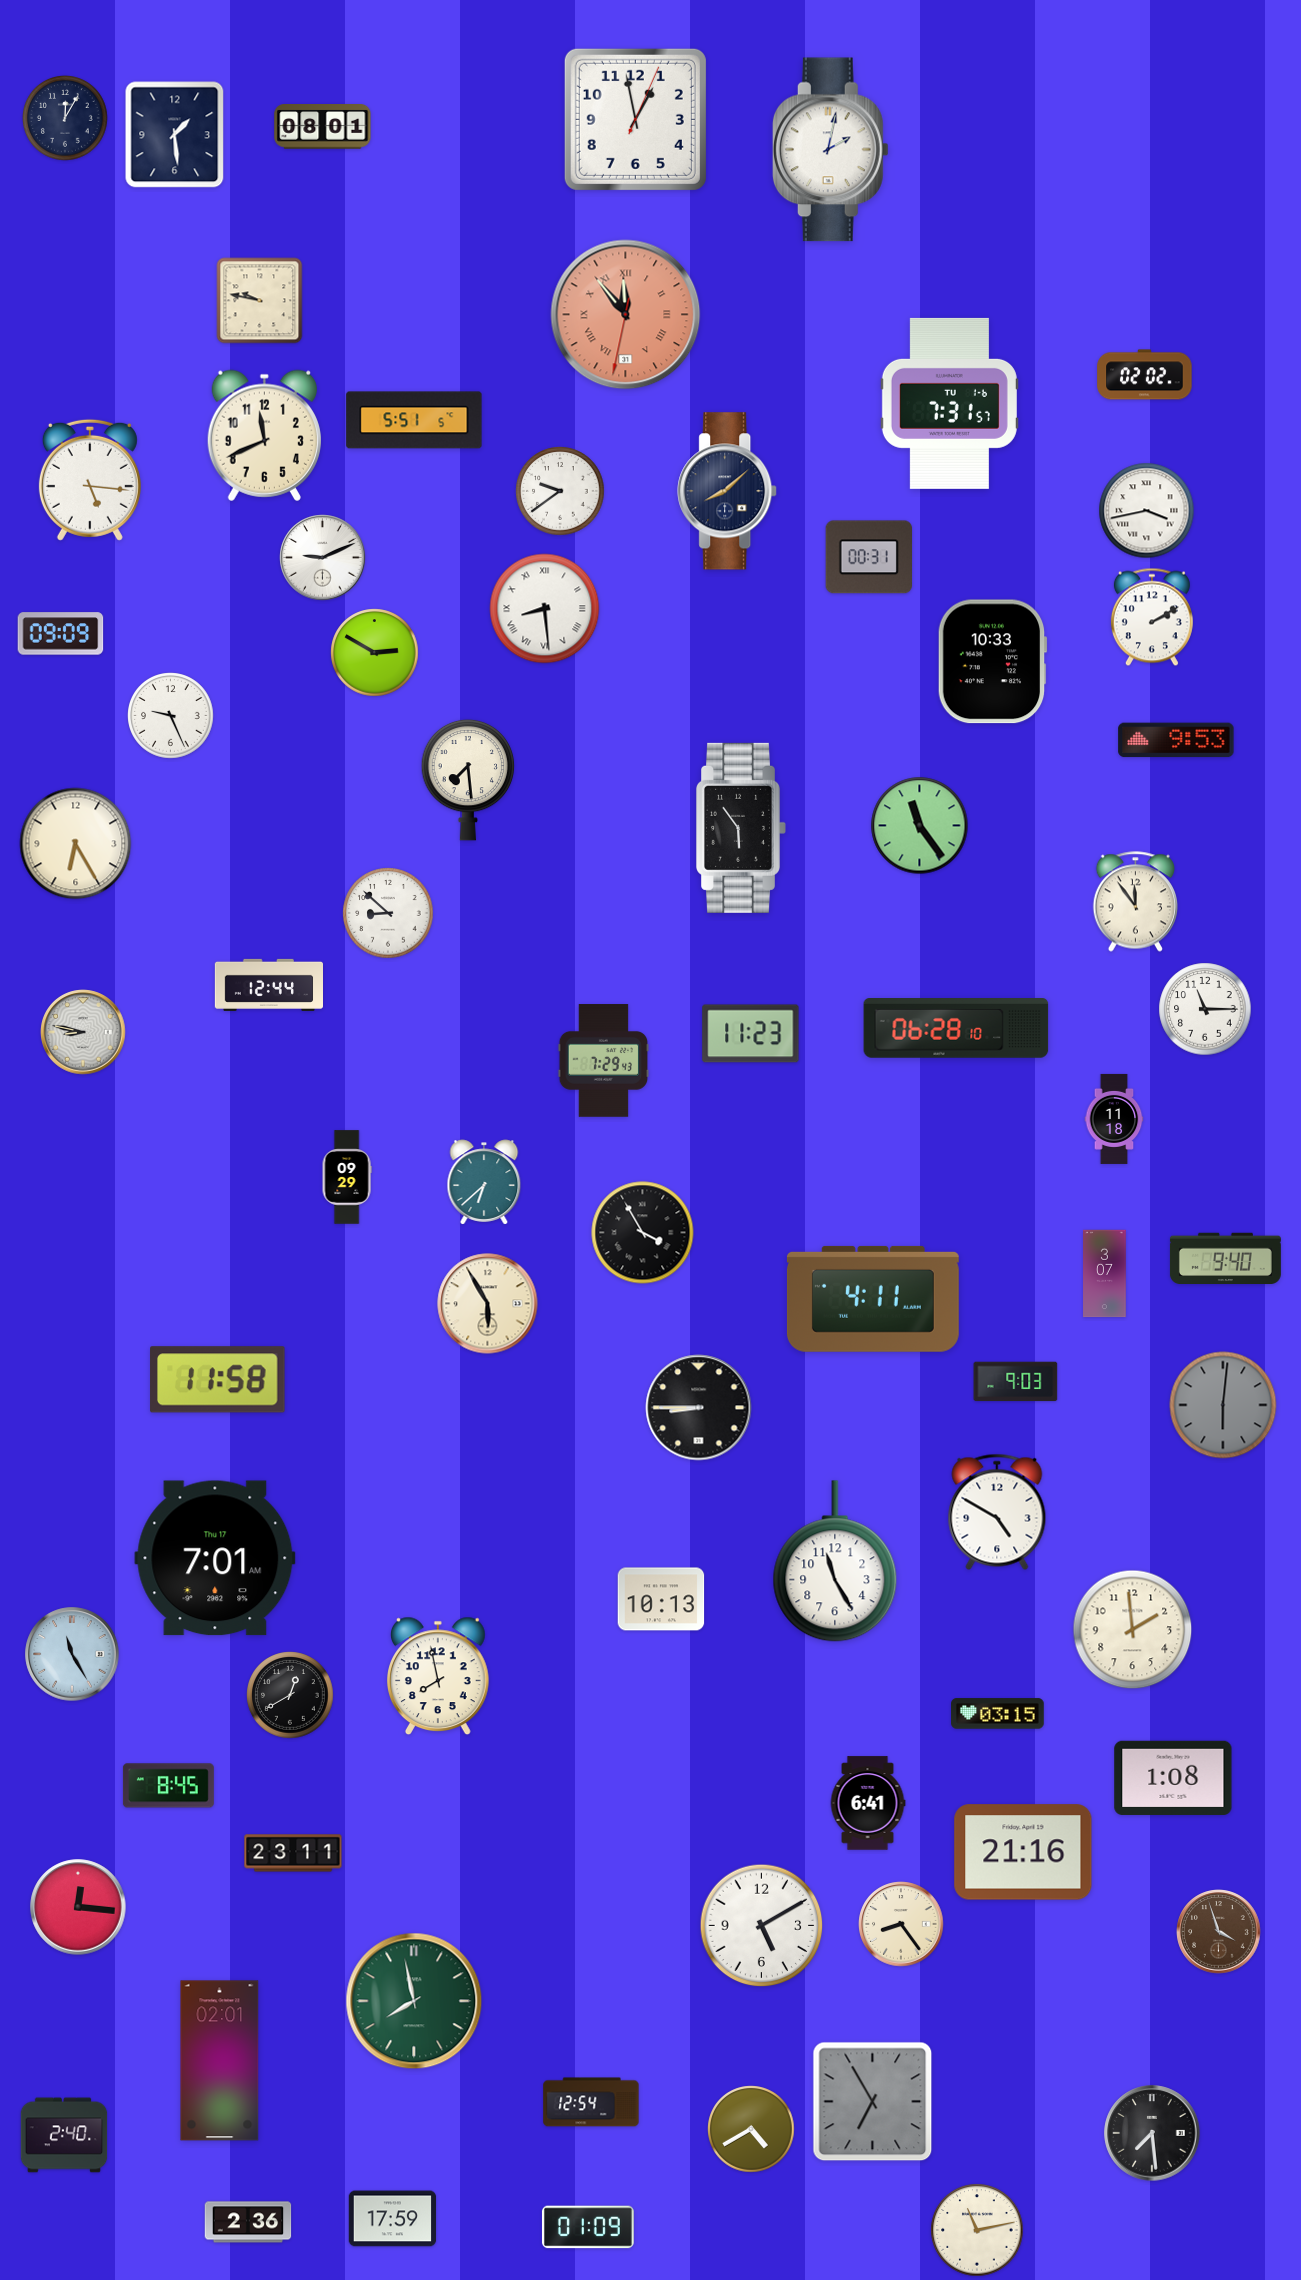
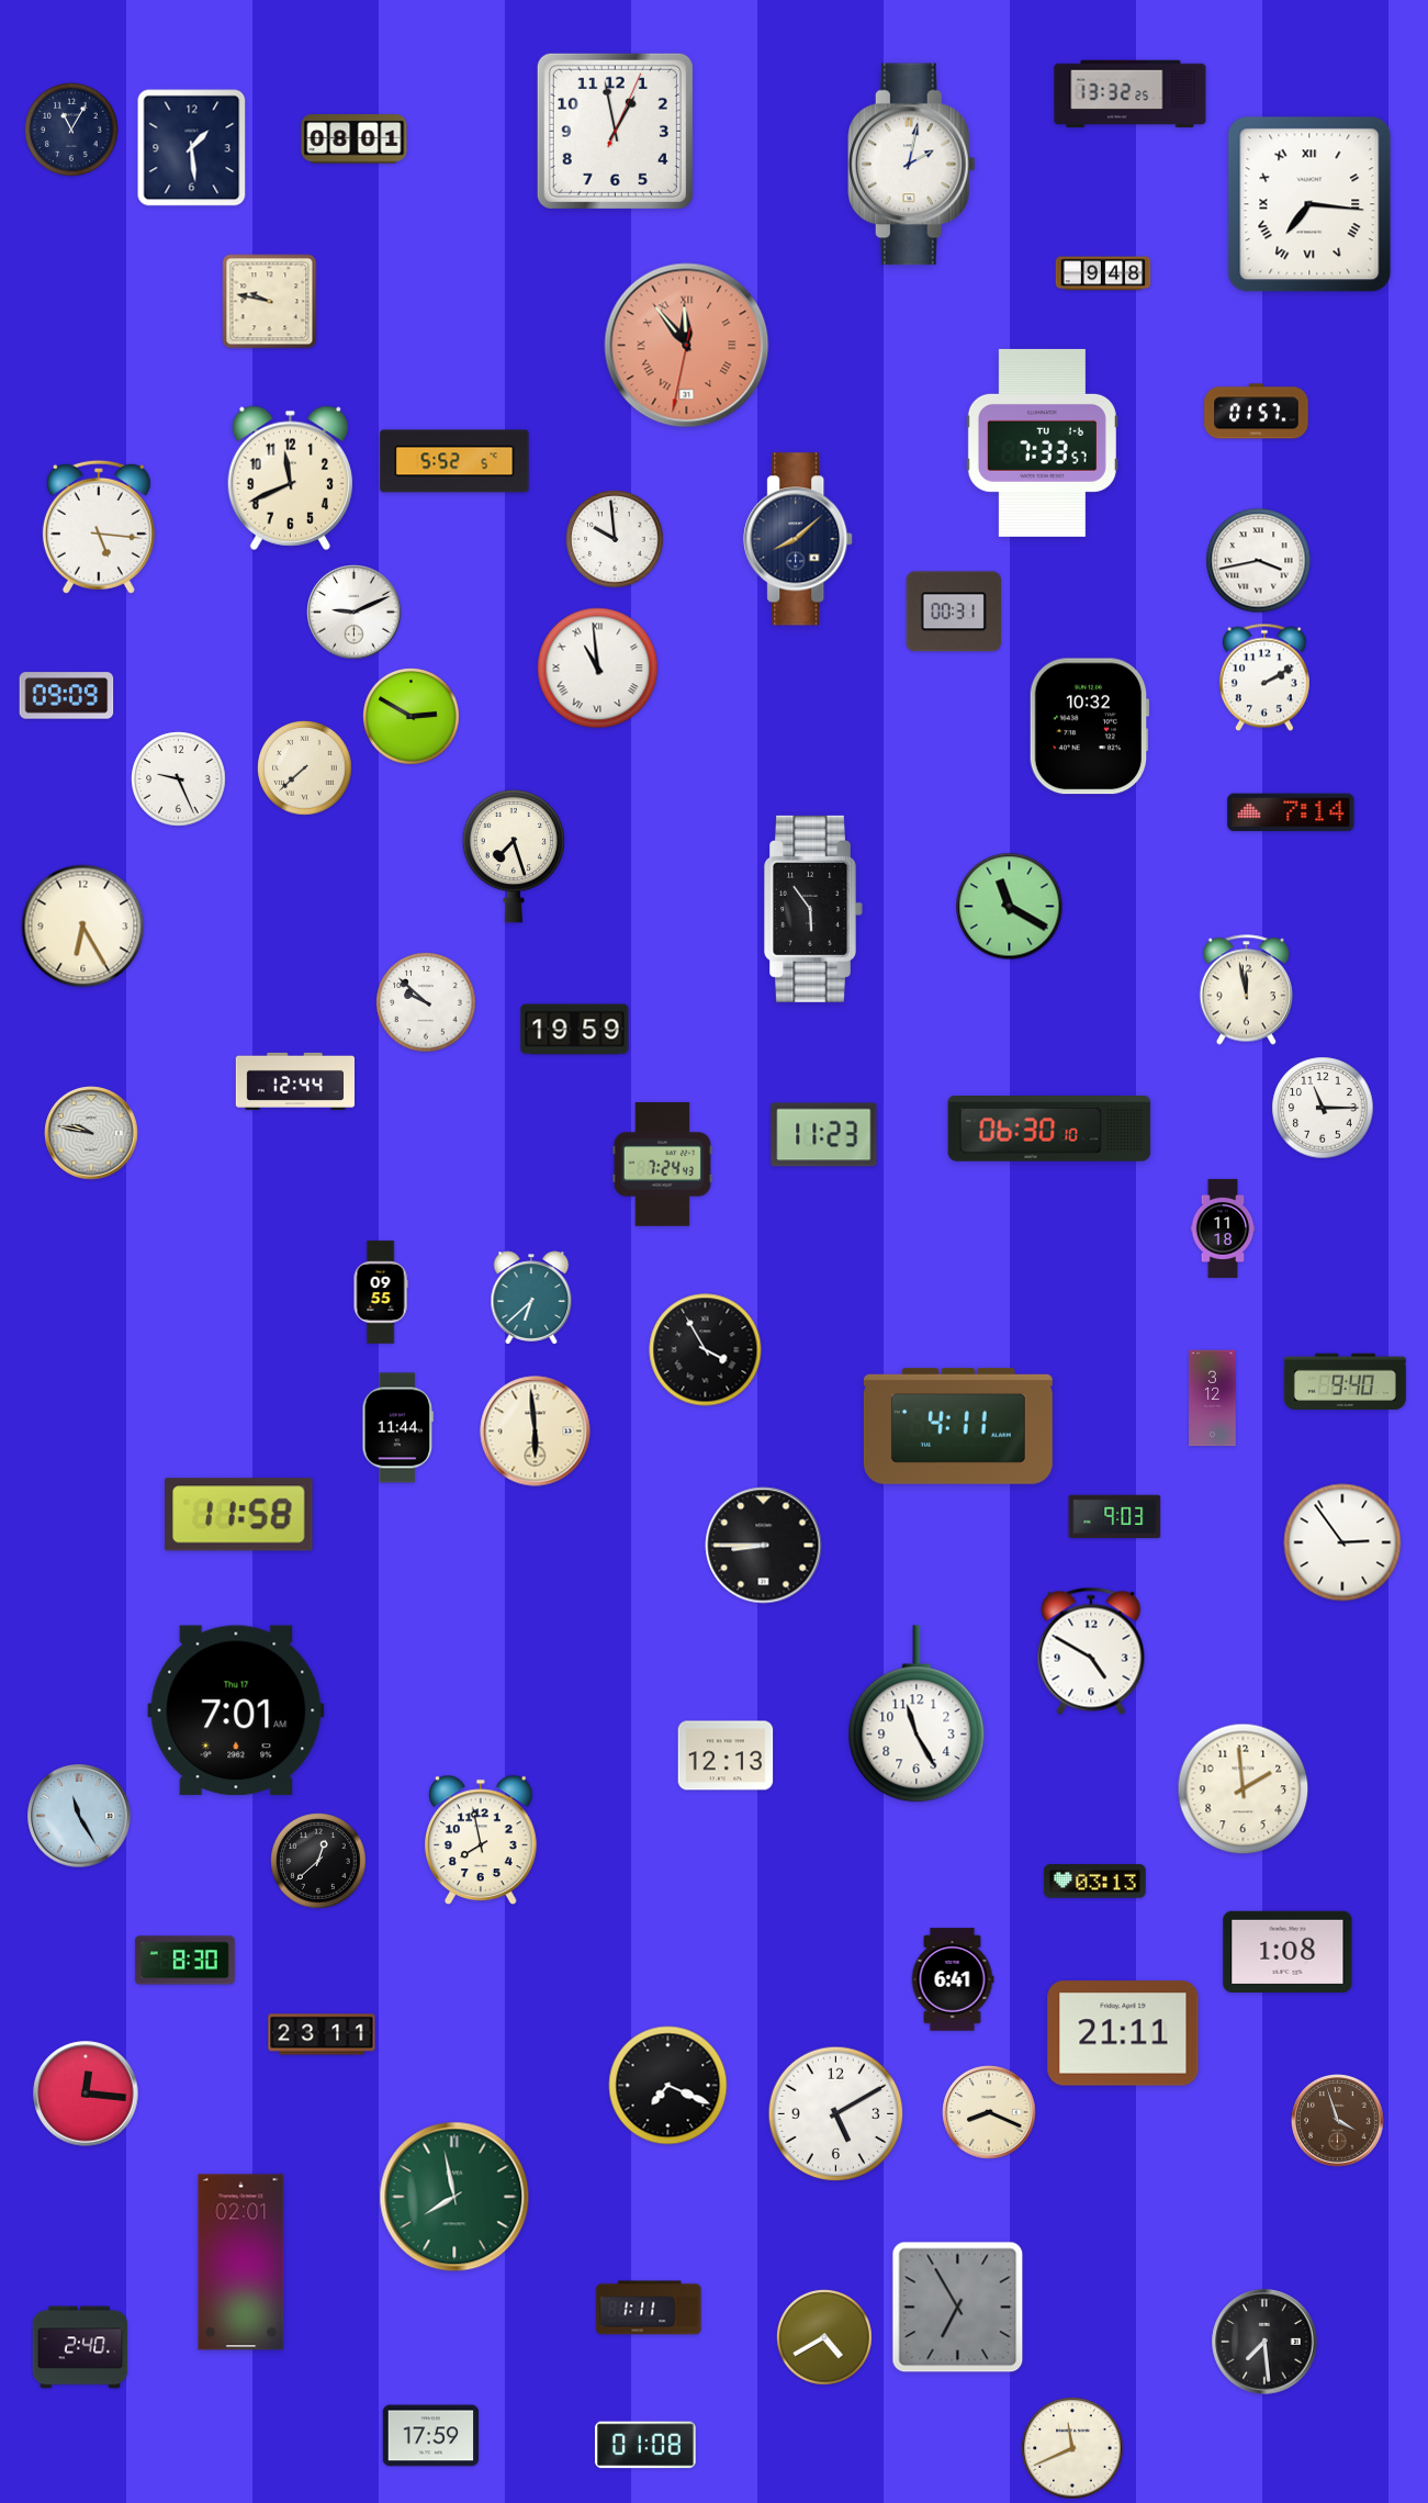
clock at (1131, 94): none -> 13:32
clock at (66, 119): 12:05 -> 11:05
clock at (635, 119) position: (635, 119) -> (615, 131)
clock at (1309, 204): none -> 7:16
clock at (1103, 273): none -> 9:48
clock at (260, 301) position: (260, 301) -> (270, 302)
clock at (1145, 375): 02:02 -> 01:57
clock at (949, 403): 7:31 -> 7:33
clock at (414, 420): 5:51 -> 5:52
clock at (560, 491): 9:39 -> 9:59
clock at (545, 609): 8:29 -> 10:59
clock at (992, 662): 10:33 -> 10:32
clock at (305, 768): none -> 7:38
clock at (171, 716) position: (171, 716) -> (179, 779)
clock at (1176, 740): 9:53 -> 7:14
clock at (468, 780): 7:29 -> 7:27
clock at (920, 826): 11:24 -> 11:20
clock at (1135, 902): 11:54 -> 11:58
clock at (388, 913): 8:52 -> 9:52
clock at (575, 1030): none -> 19:59
clock at (956, 1029): 06:28 -> 06:30
clock at (83, 1032): 8:47 -> 9:47
clock at (604, 1061): 7:29 -> 7:24
clock at (347, 1177): 09:29 -> 09:55
clock at (643, 1233) position: (643, 1233) -> (706, 1350)
clock at (1105, 1274): 3:07 -> 3:12
clock at (397, 1428): none -> 11:44
clock at (488, 1304): 5:55 -> 5:59
clock at (1223, 1405): 6:01 -> 2:54
clock at (1223, 1405) dial: grey -> white
clock at (699, 1408) position: (699, 1408) -> (764, 1546)
clock at (997, 1512) position: (997, 1512) -> (1091, 1651)
clock at (661, 1599): 10:13 -> 12:13
clock at (290, 1695): 12:40 -> 12:38
clock at (998, 1714): 03:15 -> 03:13
clock at (168, 1786): 8:45 -> 8:30
clock at (1023, 1852): 21:16 -> 21:11
clock at (668, 2086): none -> 7:19
clock at (901, 1924): 8:24 -> 8:19
clock at (591, 2102): 12:54 -> 1:11
clock at (64, 2135) position: (64, 2135) -> (80, 2347)
clock at (248, 2222): 2:36 -> none
clock at (588, 2227): 01:09 -> 01:08
clock at (977, 2230): 11:13 -> 11:41
